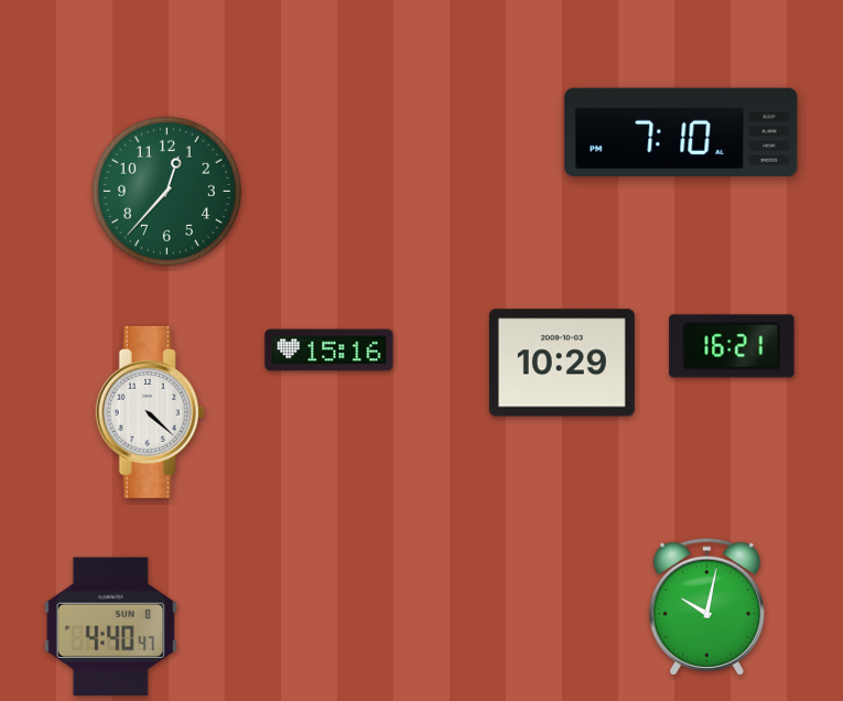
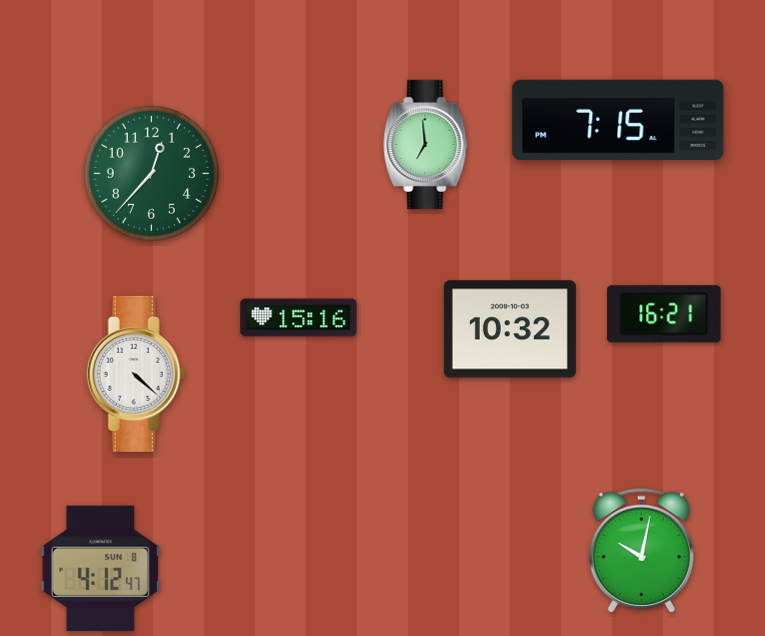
clock at (681, 131): 7:10 -> 7:15
clock at (426, 144): none -> 6:59
clock at (562, 363): 10:29 -> 10:32
clock at (110, 627): 4:40 -> 4:12
